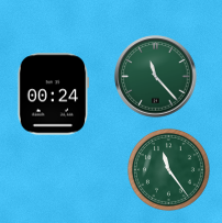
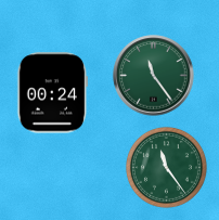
clock at (156, 77): 11:23 -> 11:24
